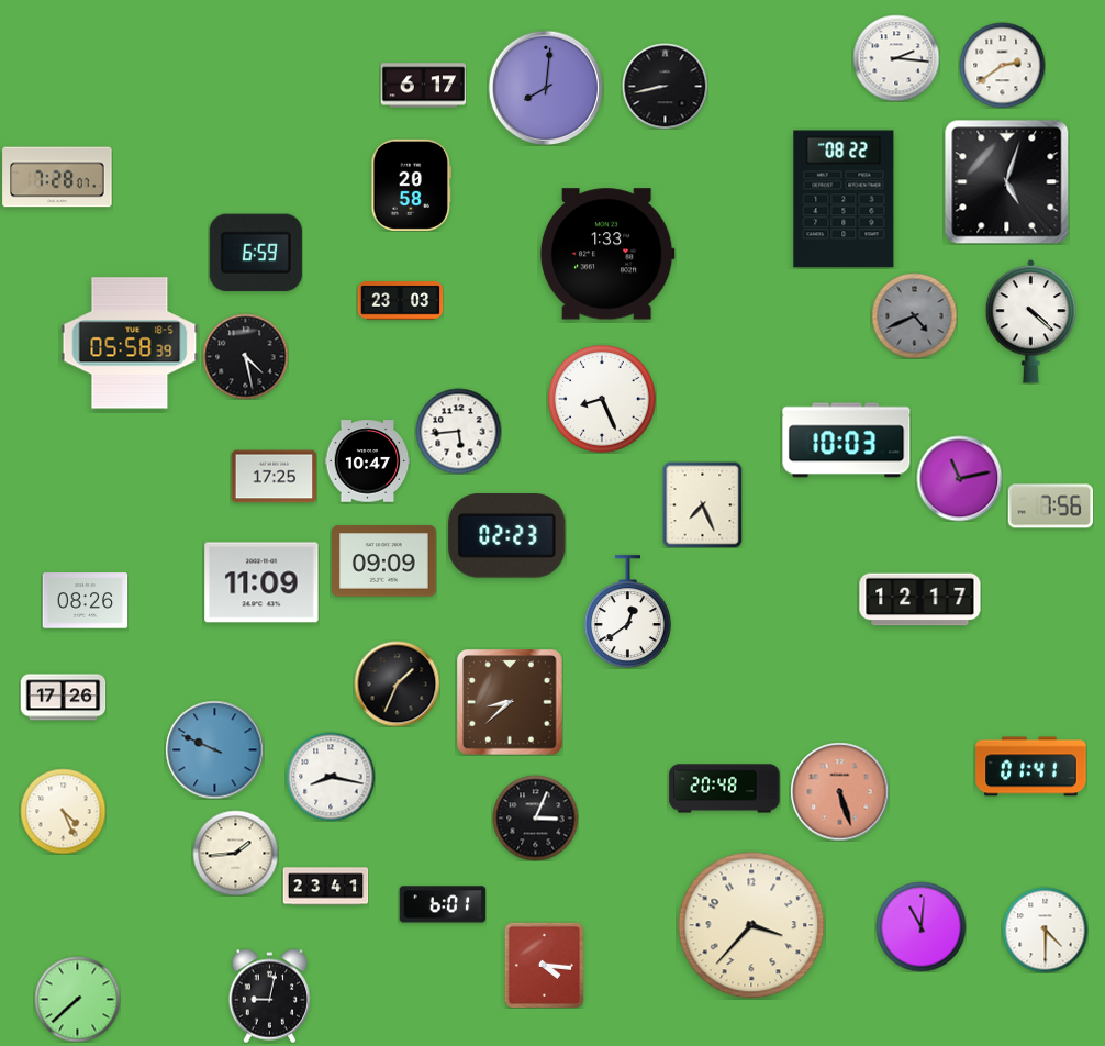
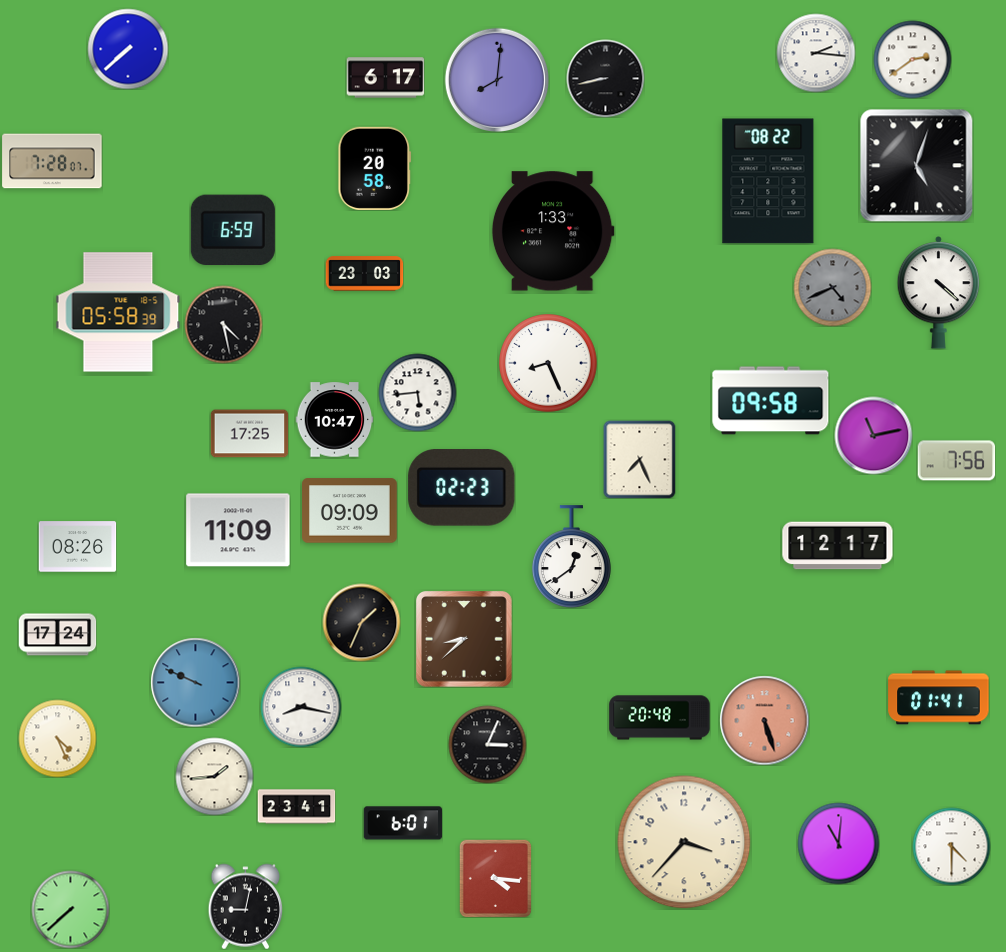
clock at (128, 49): none -> 7:38
clock at (847, 441): 10:03 -> 09:58
clock at (63, 698): 17:26 -> 17:24
